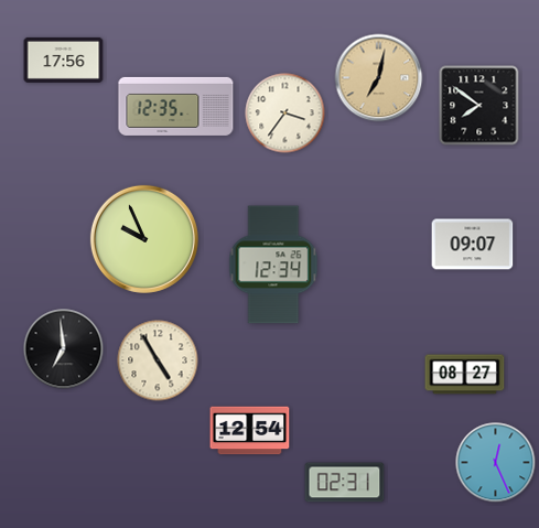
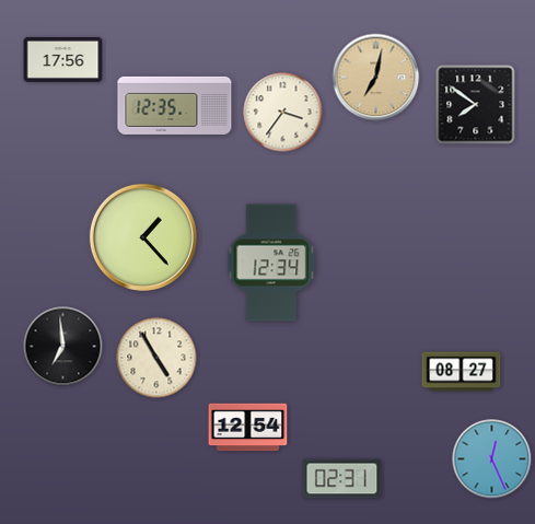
clock at (144, 239): 9:56 -> 1:23
clock at (473, 245): 09:07 -> none
